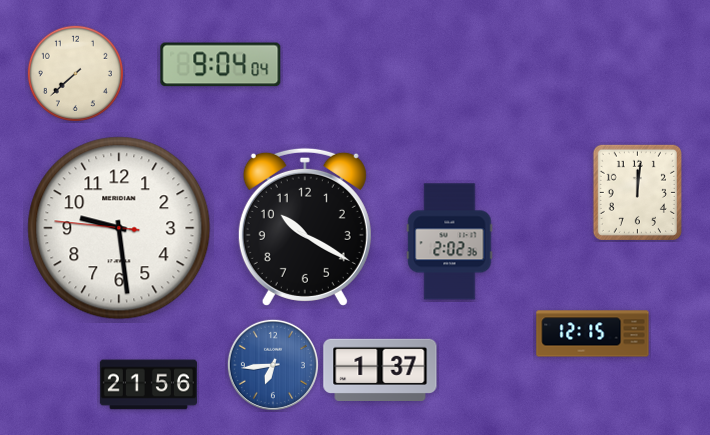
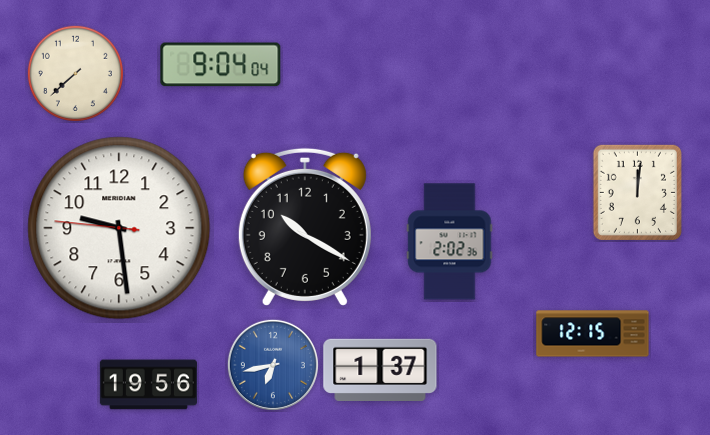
clock at (273, 365): 6:44 -> 6:43
clock at (148, 385): 21:56 -> 19:56
